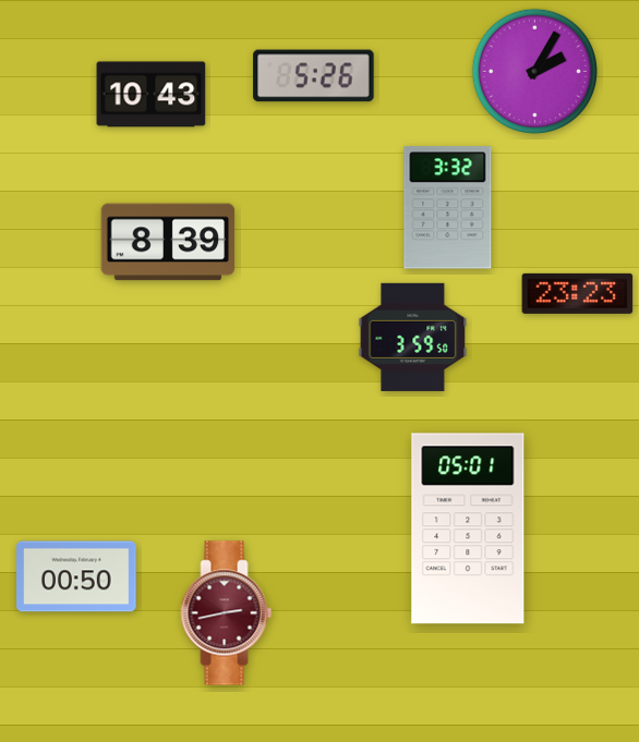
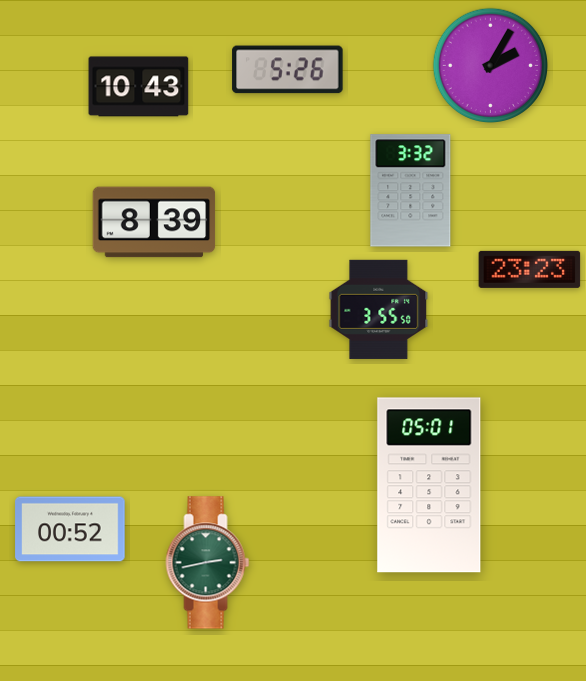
clock at (413, 337): 3:59 -> 3:55
clock at (76, 576): 00:50 -> 00:52
clock at (227, 613) dial: burgundy -> green
